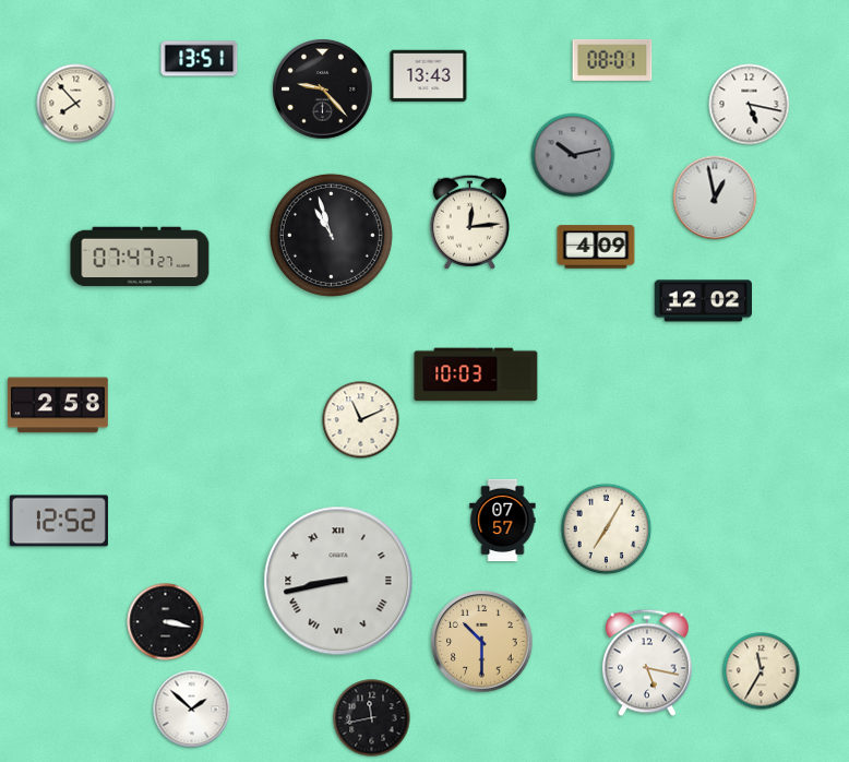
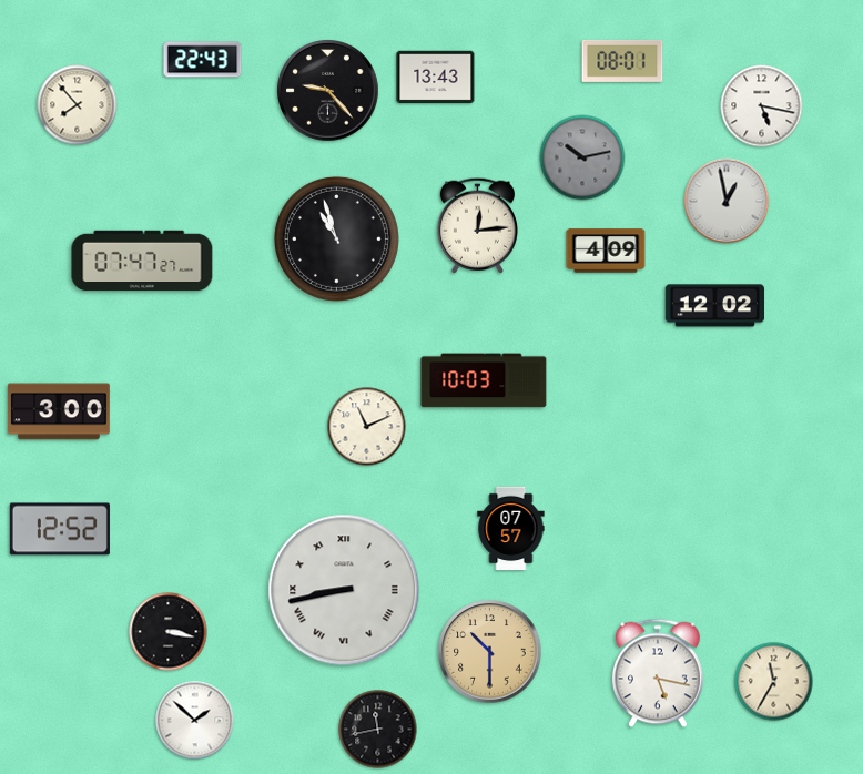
clock at (200, 59): 13:51 -> 22:43
clock at (58, 405): 2:58 -> 3:00
clock at (607, 529): 7:05 -> none
